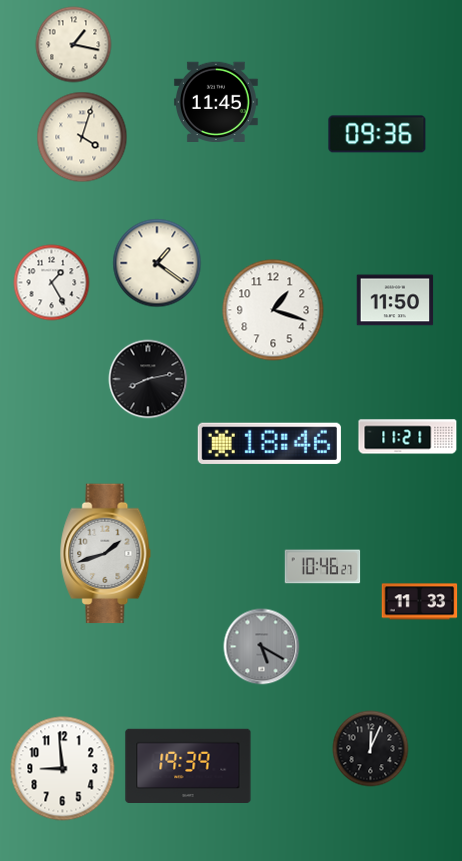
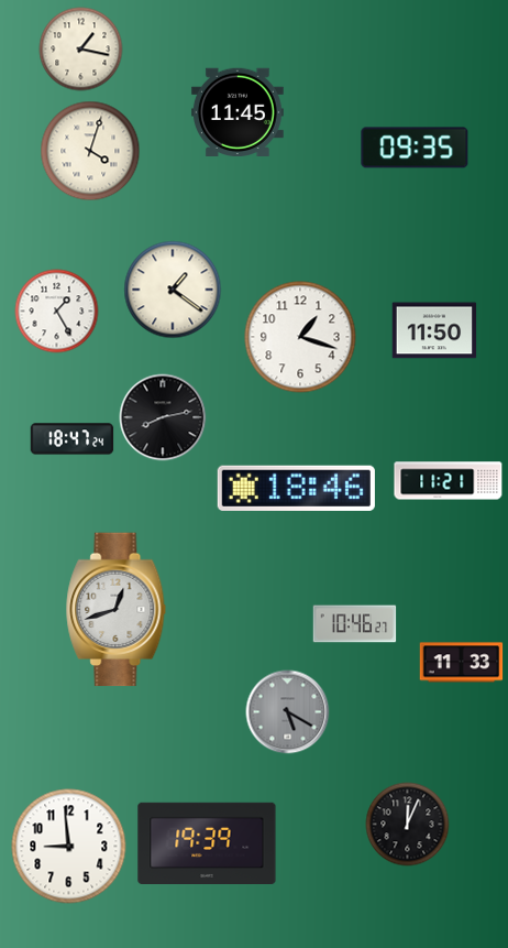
clock at (377, 134): 09:36 -> 09:35
clock at (273, 310) position: (273, 310) -> (300, 337)
clock at (73, 439): none -> 18:47
clock at (106, 554): 1:42 -> 12:42
